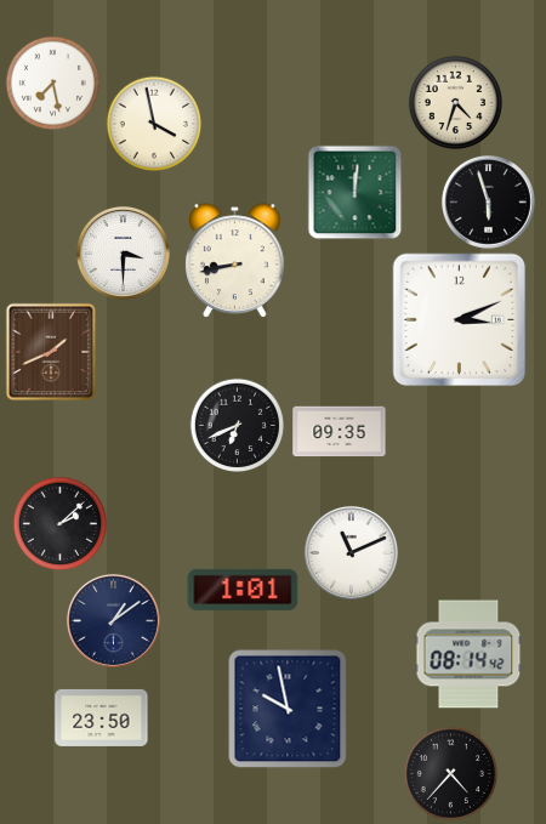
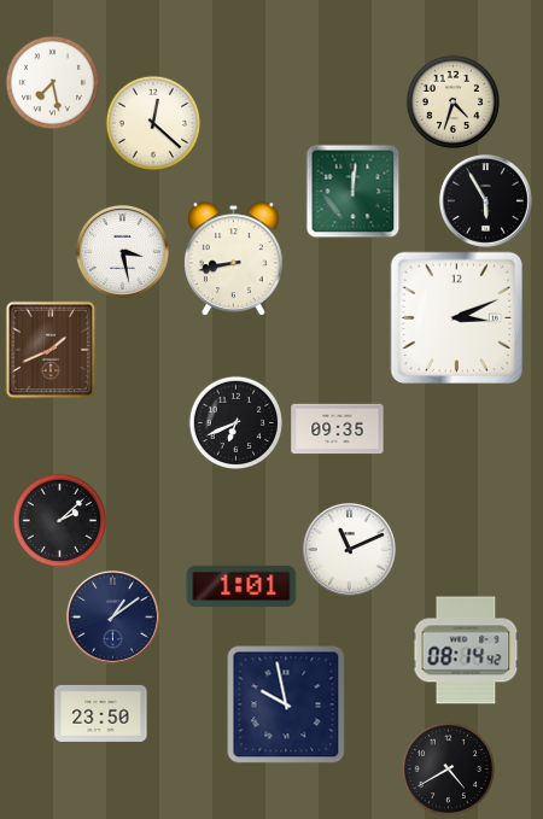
clock at (153, 123): 3:58 -> 12:22
clock at (488, 201): 5:57 -> 5:55
clock at (123, 252): 3:30 -> 3:28
clock at (450, 773): 4:37 -> 4:40
